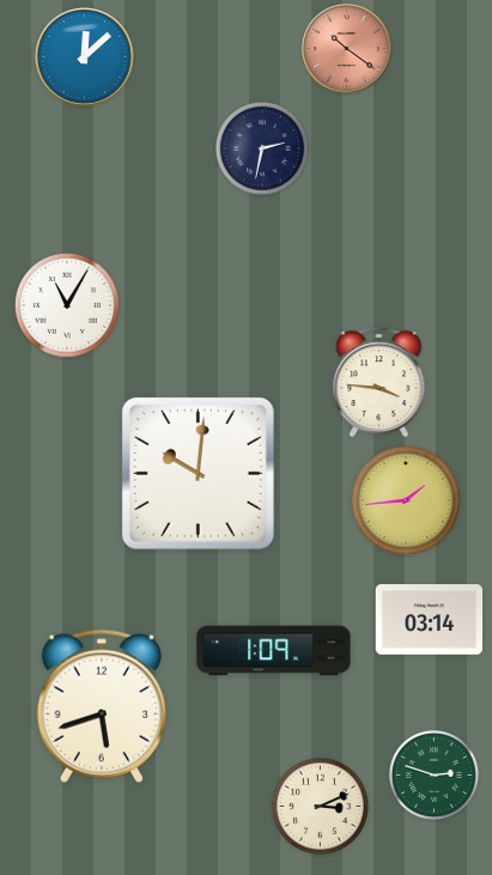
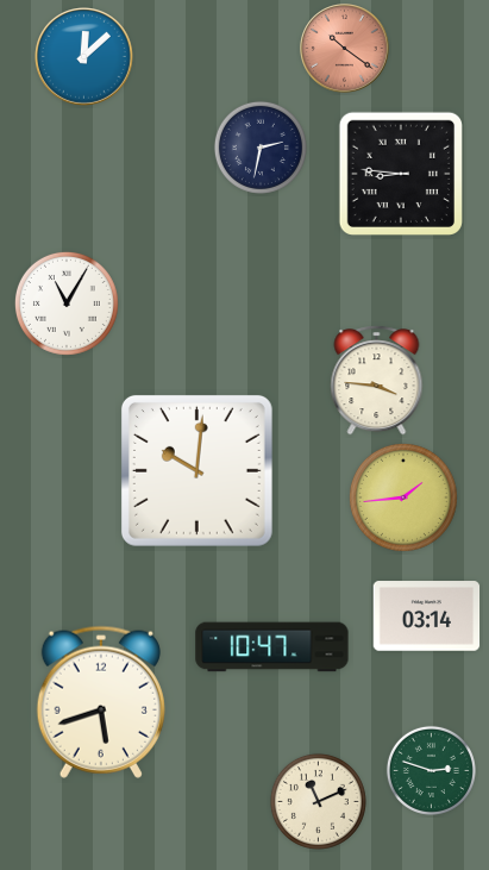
clock at (401, 174): none -> 8:46
clock at (274, 651): 1:09 -> 10:47
clock at (320, 806): 3:11 -> 11:11
